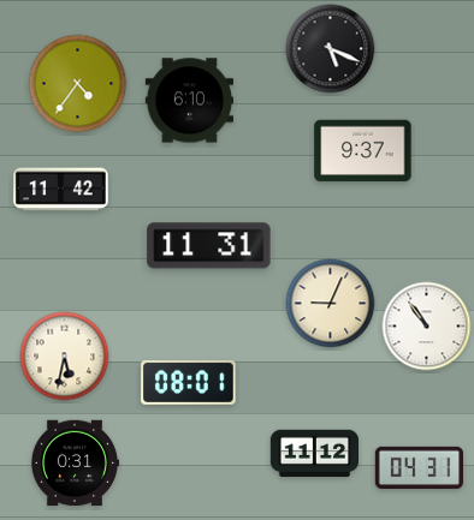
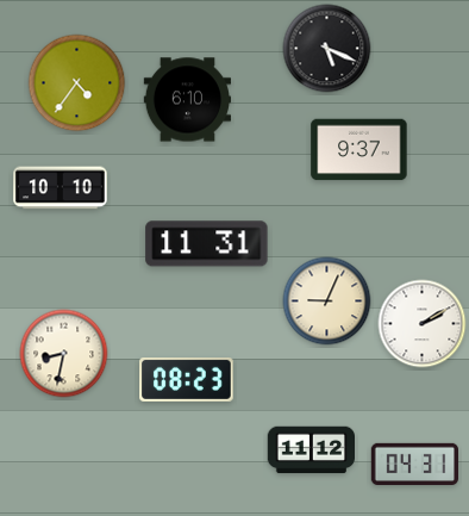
clock at (61, 190): 11:42 -> 10:10
clock at (427, 327): 10:54 -> 2:10
clock at (65, 357): 5:32 -> 8:32
clock at (189, 383): 08:01 -> 08:23
clock at (73, 464): 0:31 -> none
